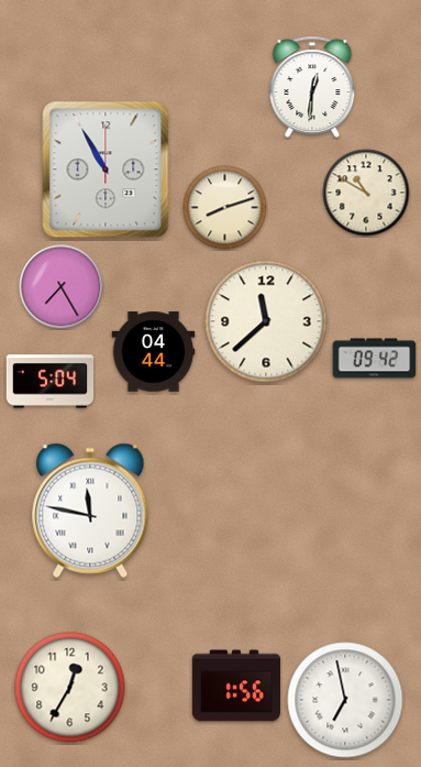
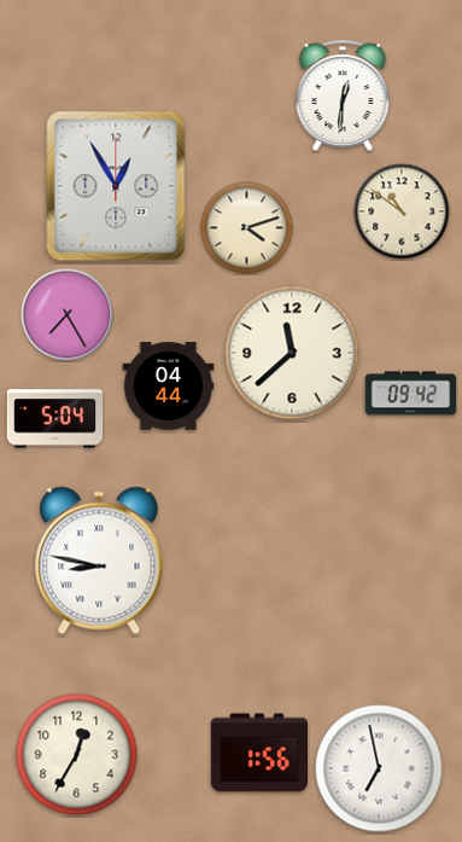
clock at (106, 169): 10:55 -> 12:55
clock at (366, 193): 10:50 -> 10:51
clock at (225, 208): 8:12 -> 4:12
clock at (90, 511): 11:47 -> 8:47
